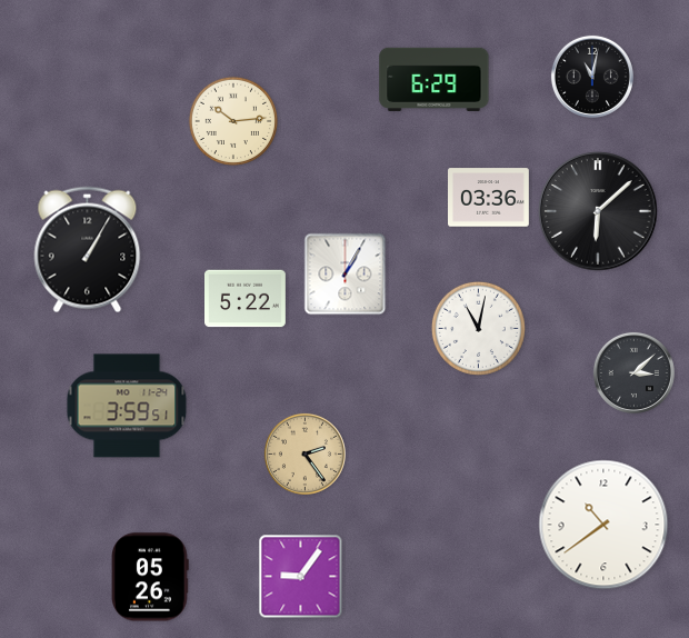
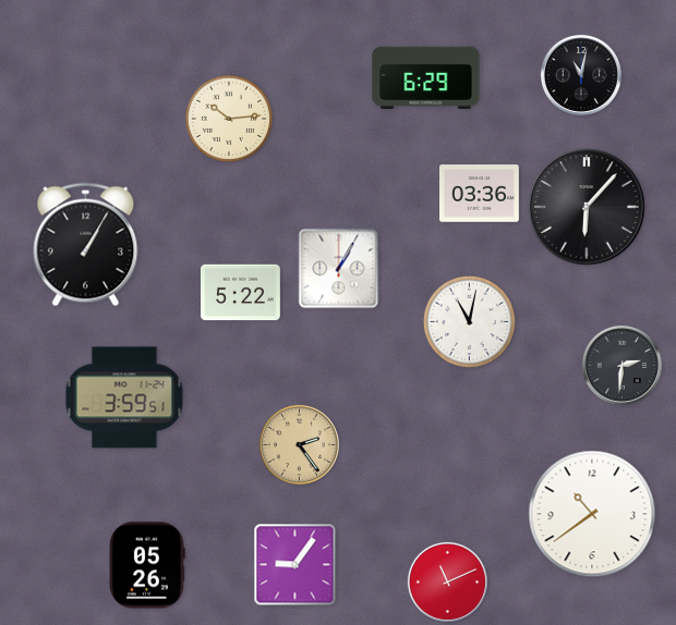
clock at (598, 211): 6:08 -> 6:07
clock at (633, 372): 3:08 -> 2:31
clock at (447, 581): none -> 11:11
